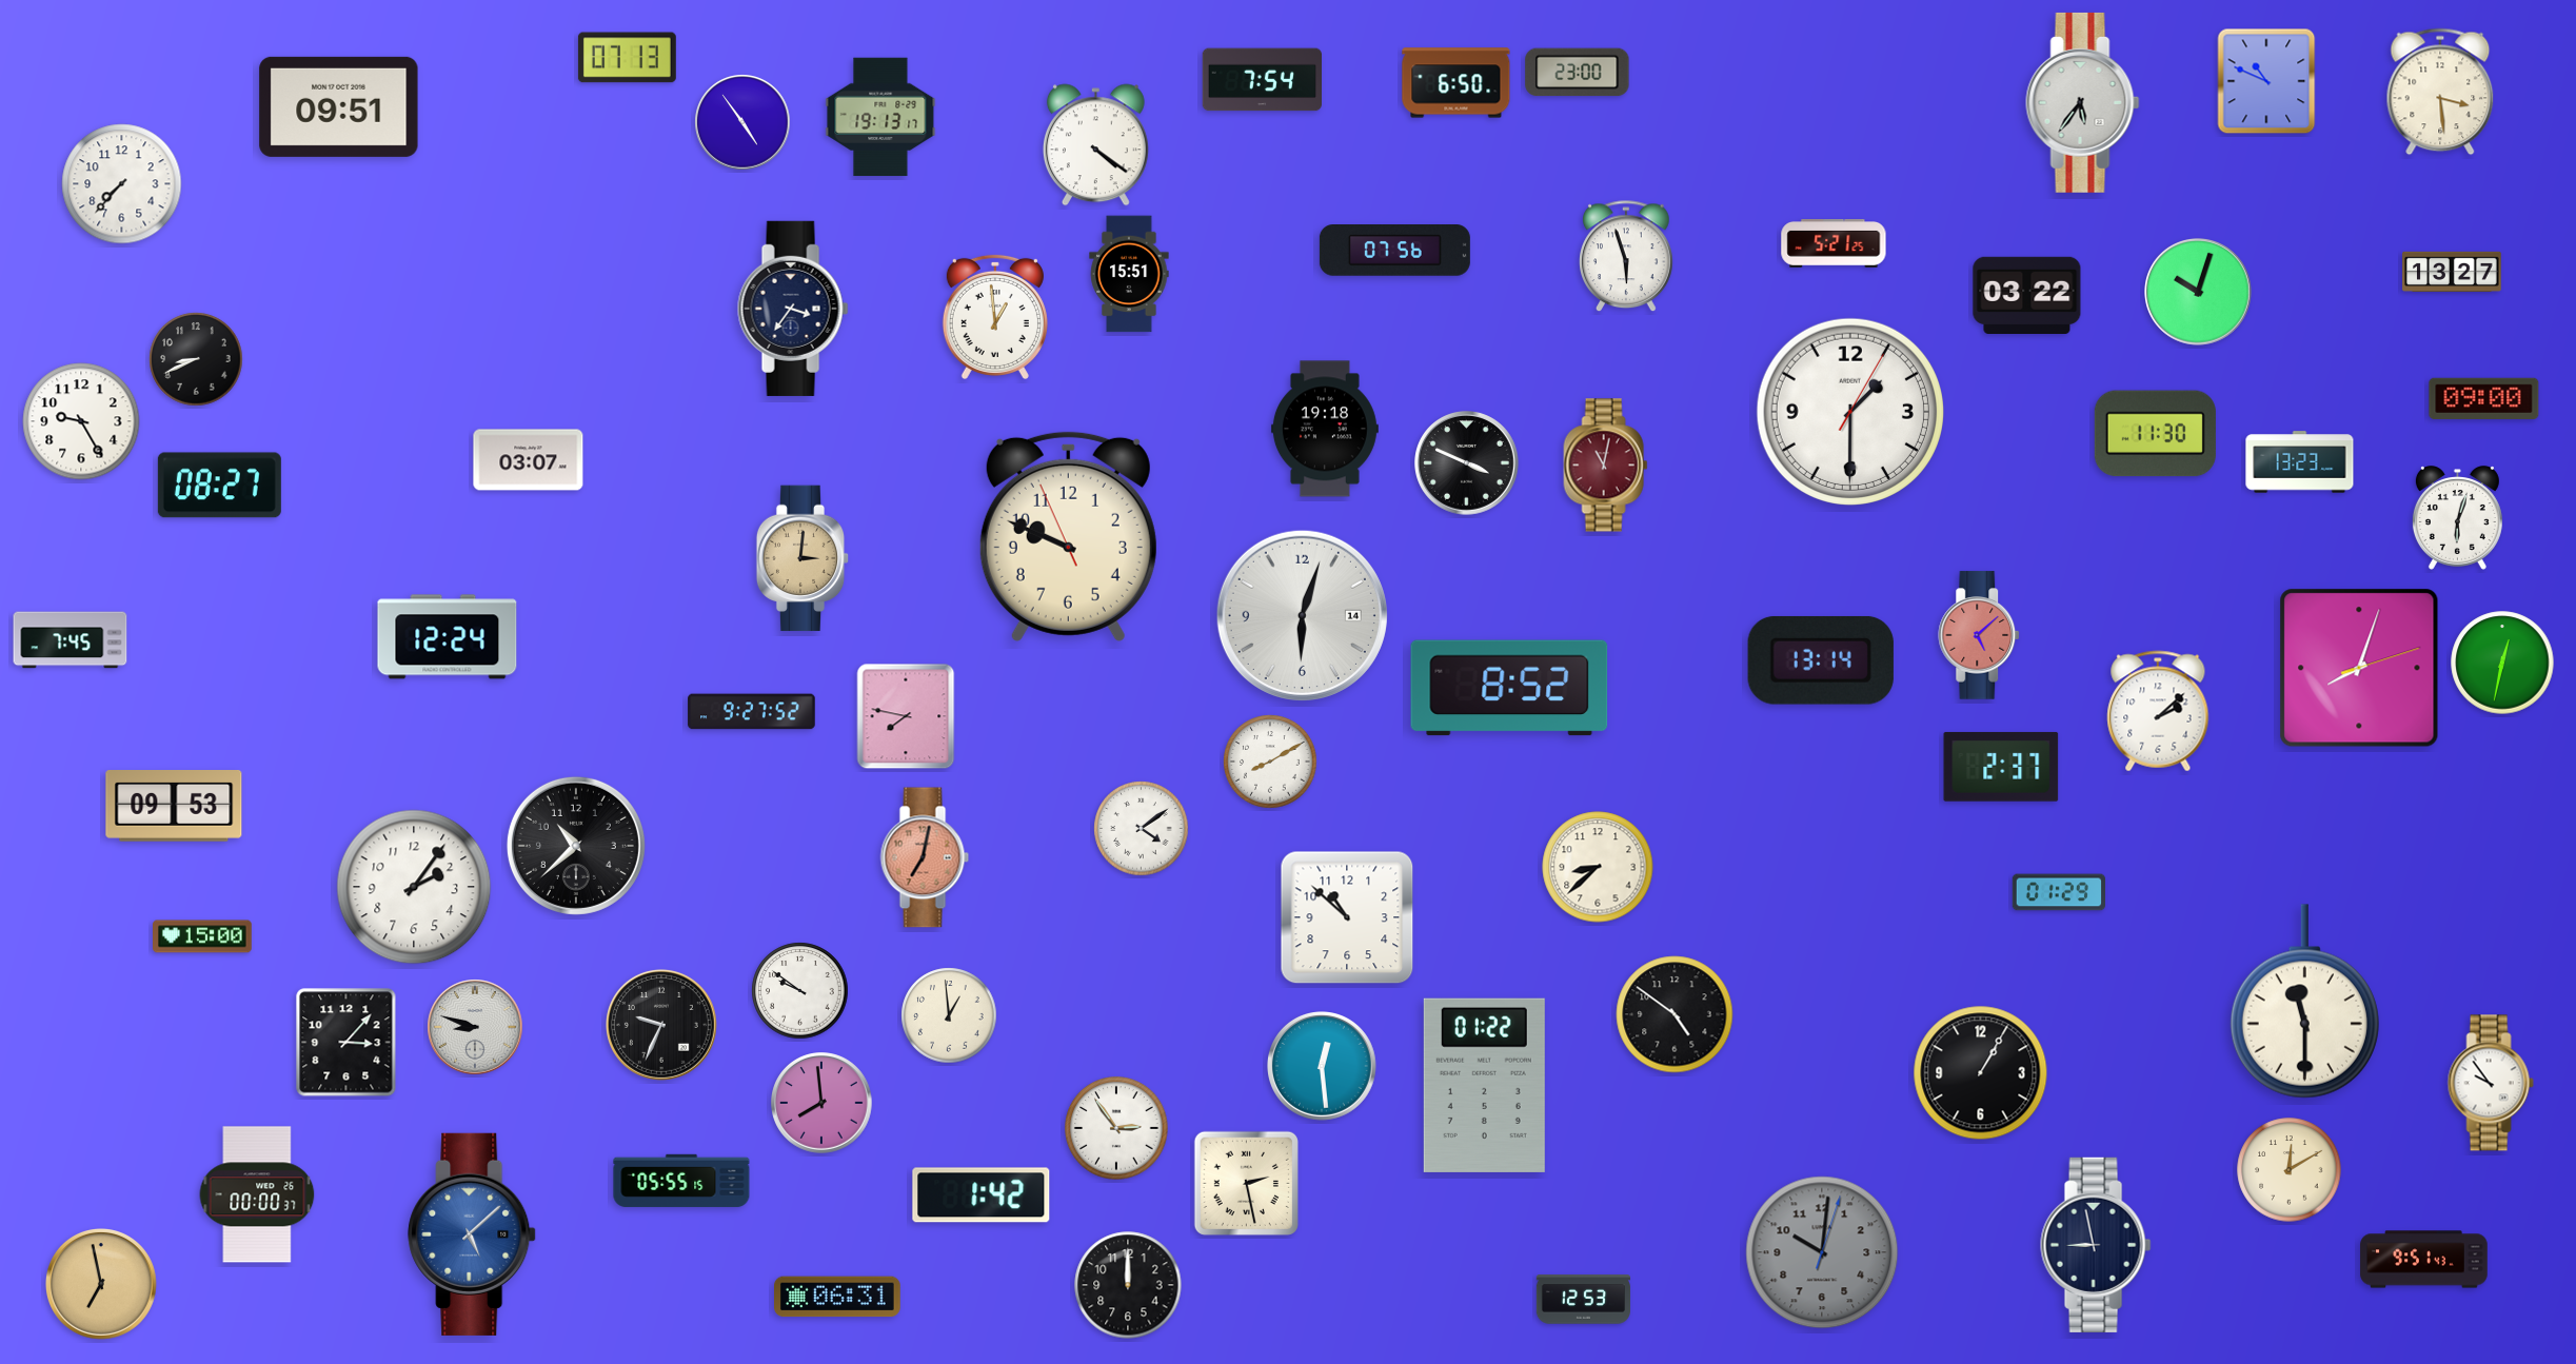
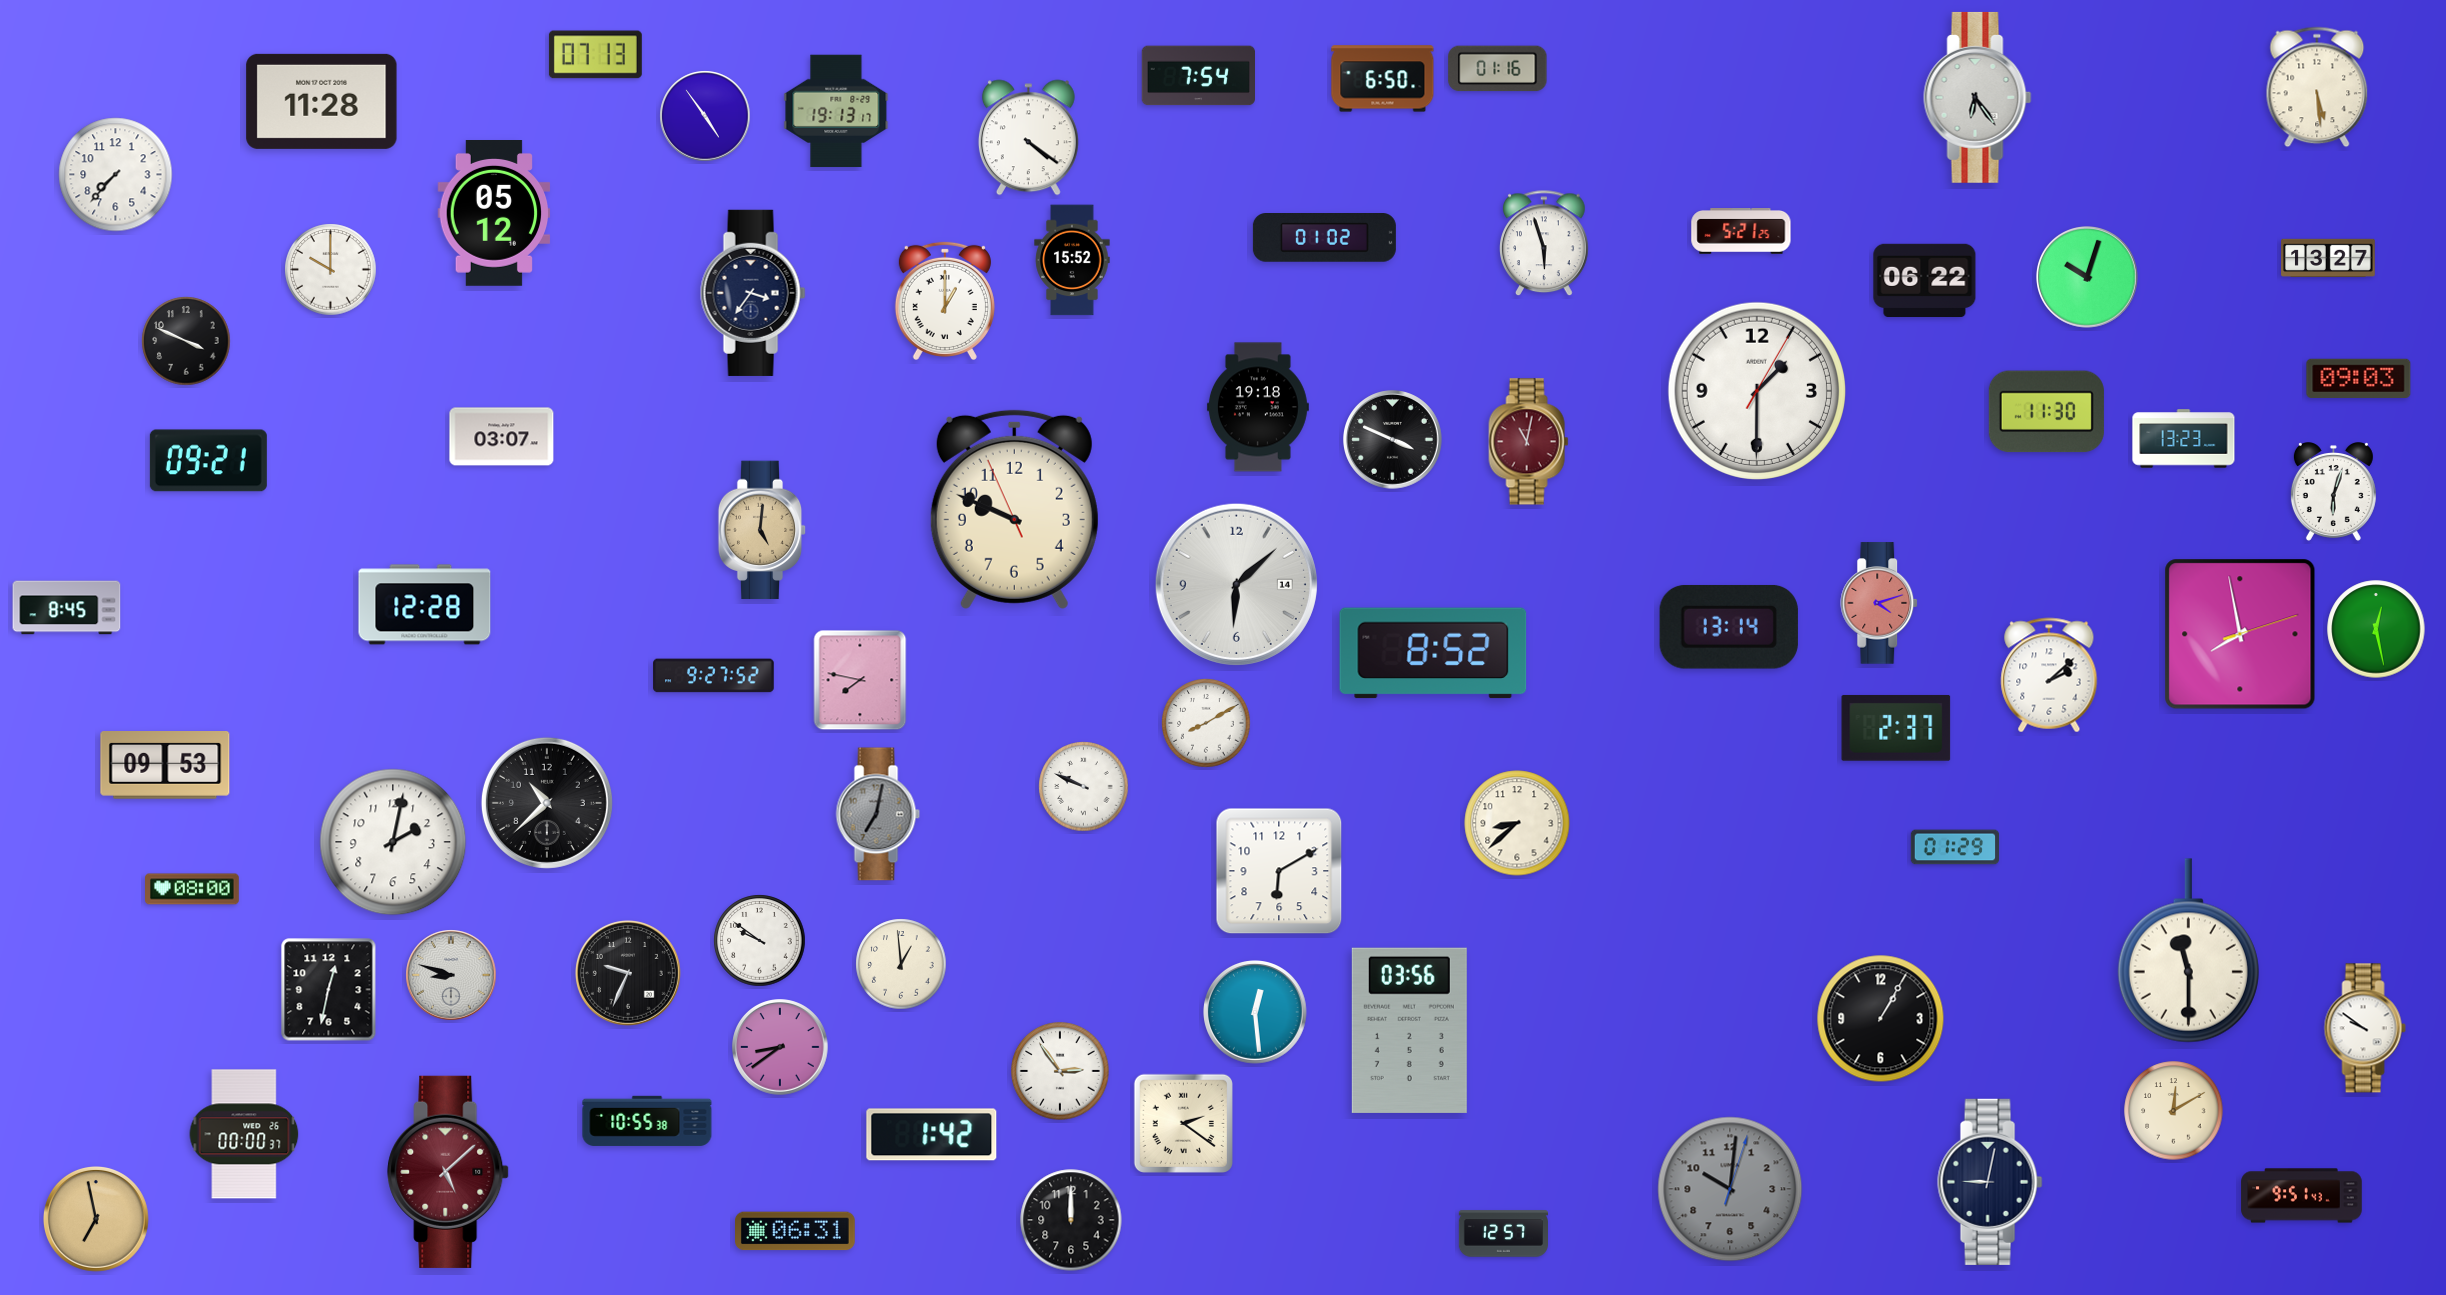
clock at (1578, 73): 23:00 -> 01:16
clock at (2266, 81): 10:49 -> none
clock at (2440, 92): 3:29 -> 5:29
clock at (2083, 102): 5:36 -> 6:24
clock at (339, 106): 09:51 -> 11:28
clock at (1095, 145) position: (1095, 145) -> (1028, 138)
clock at (494, 214): none -> 05:12
clock at (1394, 251): 07:56 -> 01:02
clock at (1129, 274): 15:51 -> 15:52
clock at (331, 270): none -> 10:00
clock at (2027, 295): 03:22 -> 06:22
clock at (995, 316): 12:59 -> 1:00
clock at (196, 359): 8:41 -> 3:49
clock at (2484, 398): 09:00 -> 09:03
clock at (81, 421): 9:25 -> none
clock at (1606, 466) position: (1606, 466) -> (1529, 442)
clock at (219, 486): 08:27 -> 09:21
clock at (802, 558): 3:01 -> 5:01
clock at (1302, 615): 6:03 -> 6:08
clock at (1980, 635): 5:08 -> 4:12
clock at (448, 637): 12:24 -> 12:28
clock at (71, 640): 7:45 -> 8:45
clock at (2502, 663): 12:32 -> 12:28
clock at (2359, 668): 8:03 -> 7:58
clock at (2001, 767) position: (2001, 767) -> (1896, 728)
clock at (1142, 829): 4:09 -> 9:49
clock at (925, 857) dial: salmon -> grey
clock at (414, 887): 2:06 -> 2:02
clock at (1347, 917): 10:52 -> 6:10
clock at (203, 936): 15:00 -> 08:00
clock at (1675, 1014): 4:51 -> none
clock at (346, 1043): 3:07 -> 12:32
clock at (2491, 1083): 9:54 -> 9:51
clock at (1484, 1085): 01:22 -> 03:56
clock at (821, 1103): 7:59 -> 8:39
clock at (681, 1181): 05:55 -> 10:55
clock at (1246, 1183): 2:28 -> 2:21
clock at (472, 1234) dial: blue -> burgundy
clock at (2096, 1245): 8:58 -> 9:02
clock at (1583, 1300): 12:53 -> 12:57
